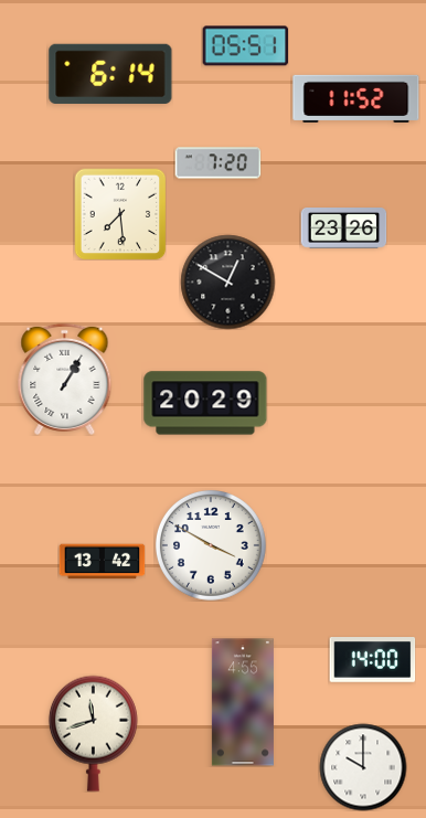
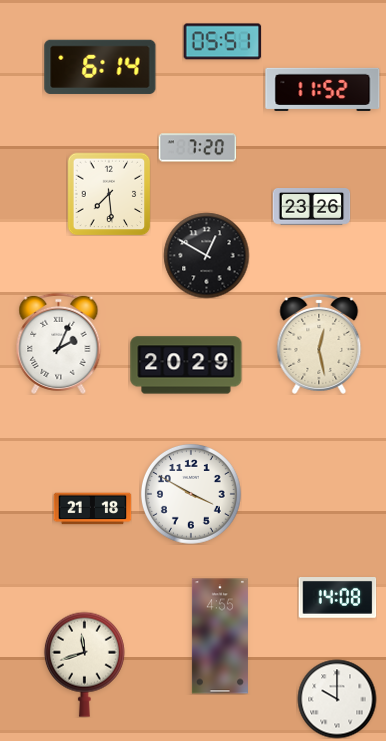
clock at (65, 379): 1:05 -> 2:04
clock at (319, 344): none -> 12:28
clock at (102, 562): 13:42 -> 21:18
clock at (372, 660): 14:00 -> 14:08
clock at (363, 767) position: (363, 767) -> (337, 699)
